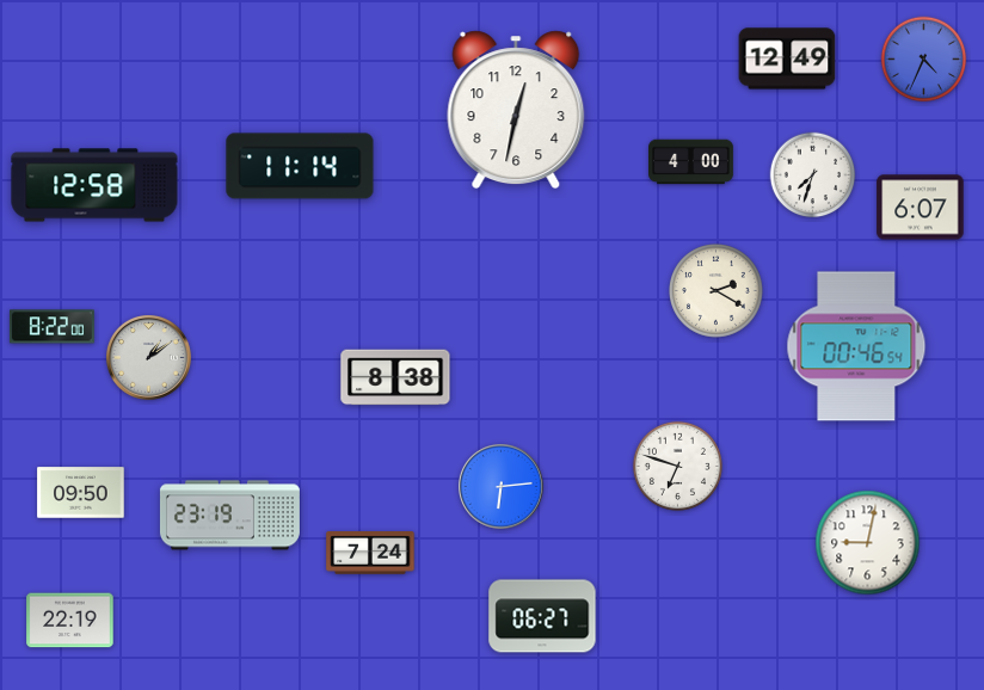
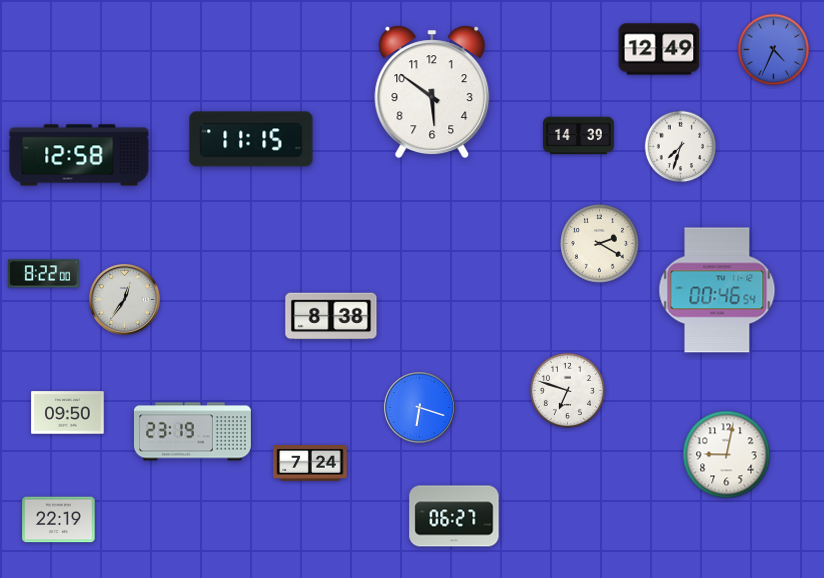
clock at (516, 110): 12:32 -> 5:51
clock at (691, 162): 4:00 -> 14:39
clock at (300, 166): 11:14 -> 11:15
clock at (921, 208): 6:07 -> none
clock at (149, 358): 1:09 -> 12:36
clock at (502, 487): 6:14 -> 6:18
